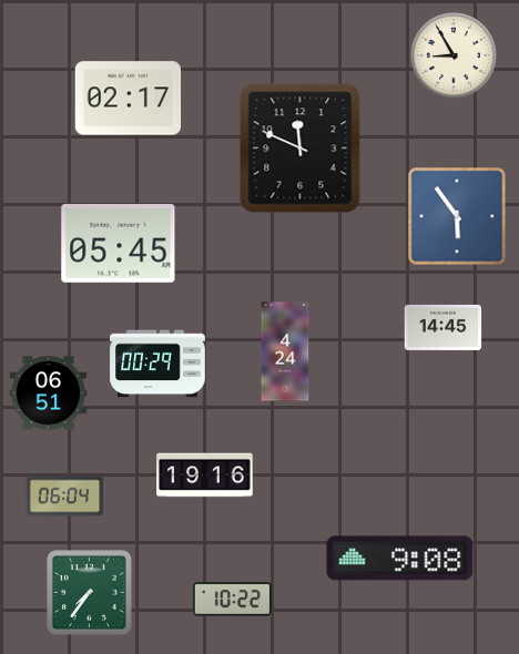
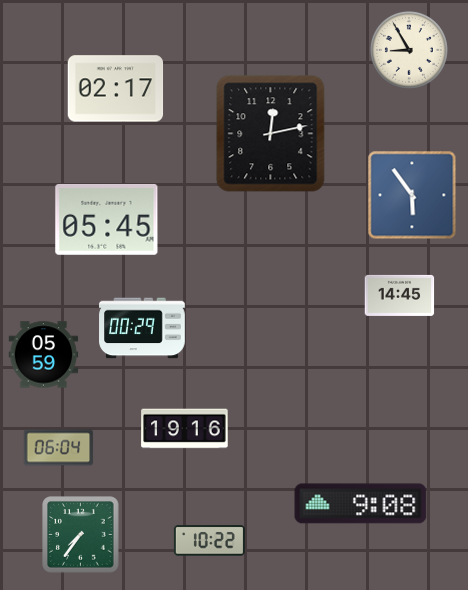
clock at (301, 149): 11:49 -> 12:13
clock at (285, 351): 4:24 -> none
clock at (49, 394): 06:51 -> 05:59
